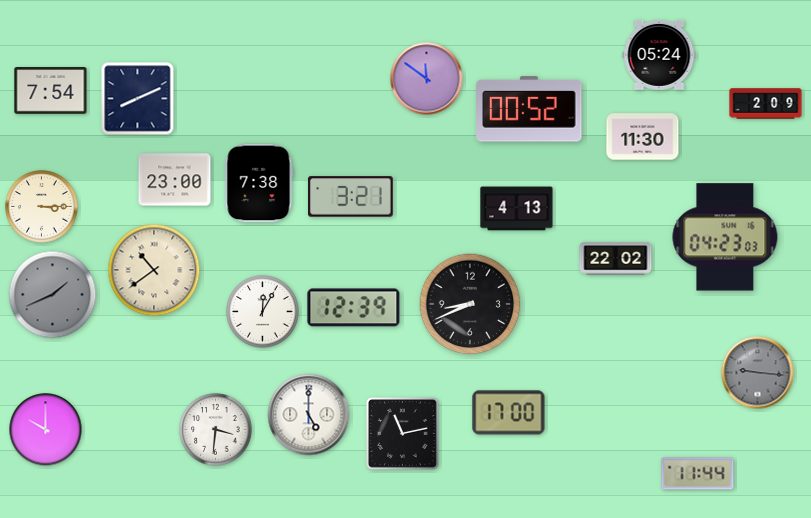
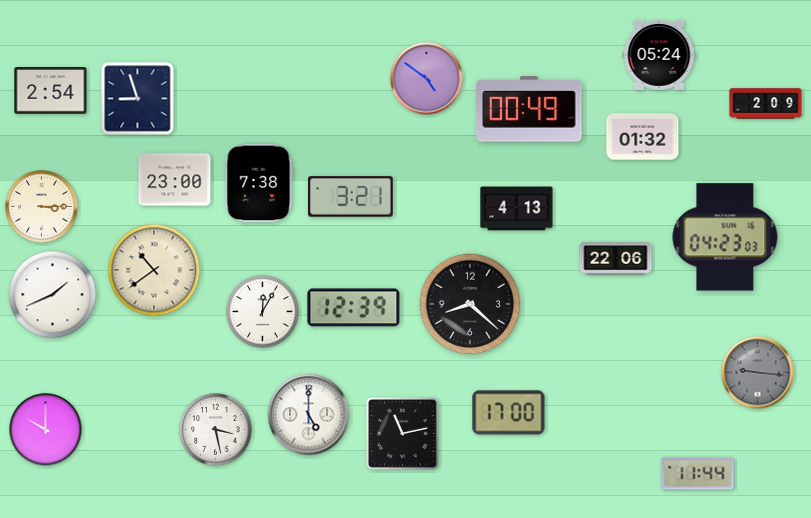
clock at (427, 79): 11:51 -> 4:51
clock at (51, 91): 7:54 -> 2:54
clock at (138, 99): 8:11 -> 8:57
clock at (529, 109): 00:52 -> 00:49
clock at (643, 137): 11:30 -> 01:32
clock at (616, 259): 22:02 -> 22:06
clock at (53, 295) dial: grey -> white
clock at (470, 304): 8:41 -> 8:22
clock at (216, 430): 3:31 -> 3:28
